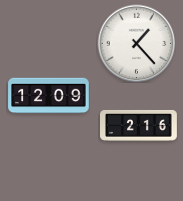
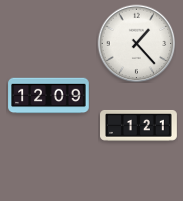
clock at (139, 125): 2:16 -> 1:21
